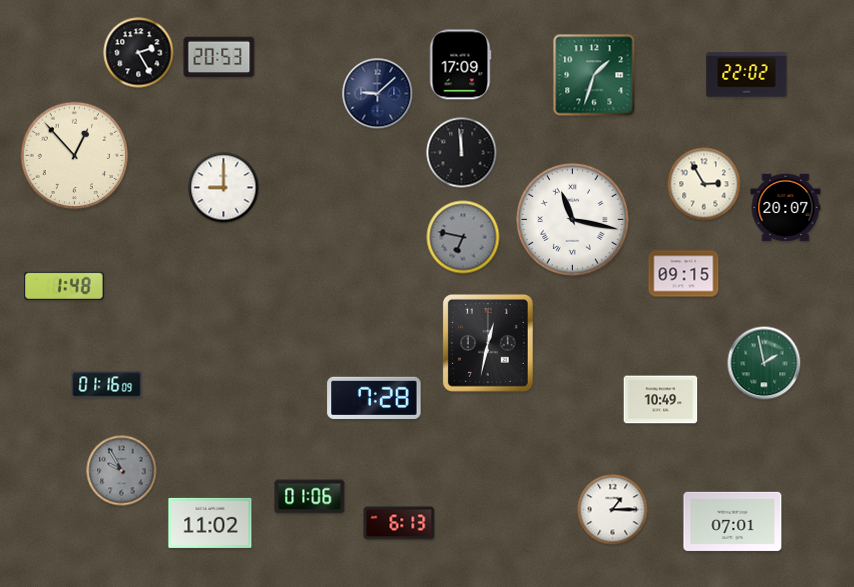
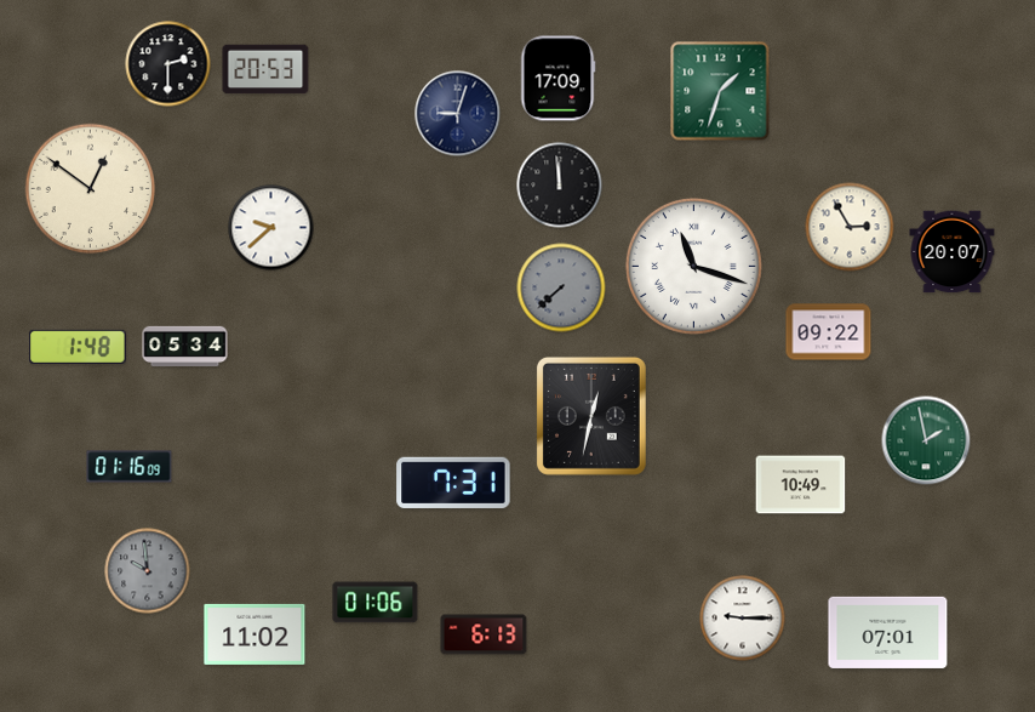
clock at (139, 53): 2:25 -> 2:30
clock at (747, 75): 22:02 -> none
clock at (378, 94): 9:08 -> 9:03
clock at (75, 156): 12:53 -> 12:51
clock at (704, 184) position: (704, 184) -> (850, 227)
clock at (224, 188): 9:00 -> 9:38
clock at (572, 219): 11:17 -> 11:18
clock at (463, 237): 6:47 -> 7:38
clock at (684, 274): 09:15 -> 09:22
clock at (185, 347): none -> 05:34
clock at (374, 397): 7:28 -> 7:31
clock at (122, 471): 9:55 -> 9:59
clock at (613, 510): 1:15 -> 9:15
